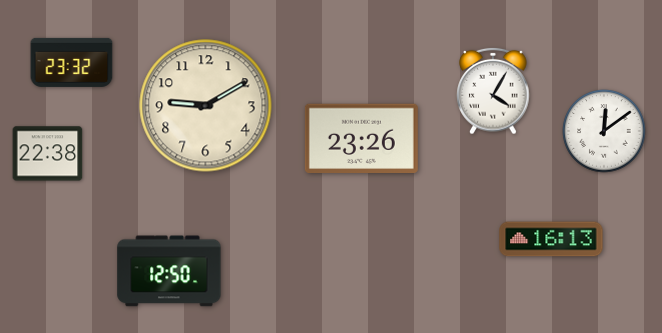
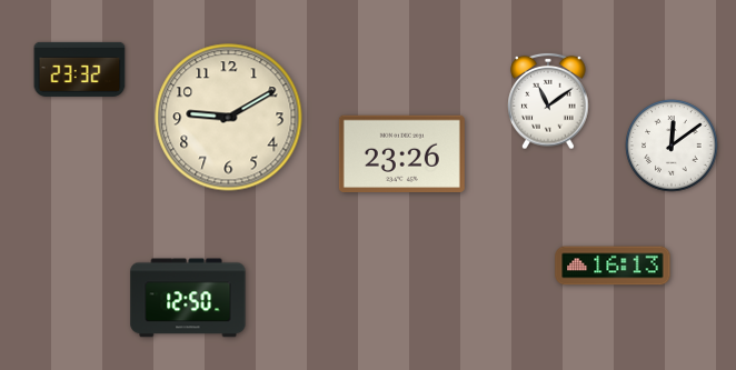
clock at (493, 91): 4:05 -> 11:09
clock at (48, 154): 22:38 -> none
clock at (169, 271) position: (169, 271) -> (188, 298)
